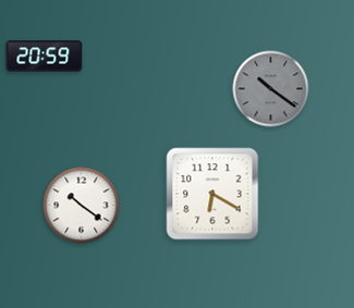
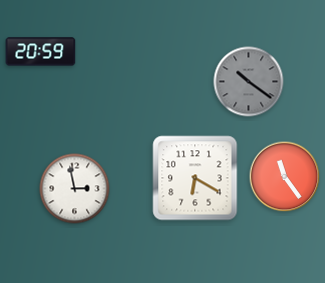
clock at (285, 177): none -> 11:24
clock at (82, 206): 10:21 -> 2:58
